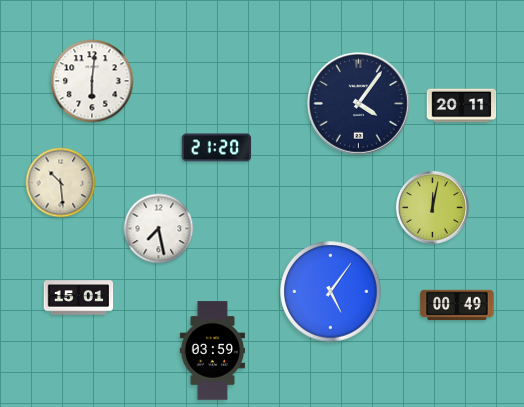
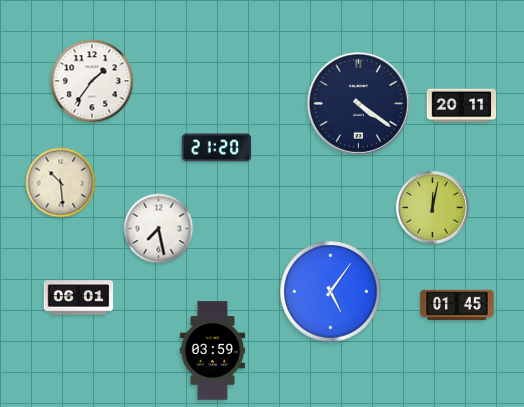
clock at (92, 81): 6:01 -> 1:36
clock at (359, 104): 4:06 -> 4:21
clock at (79, 298): 15:01 -> 06:01
clock at (457, 305): 00:49 -> 01:45
